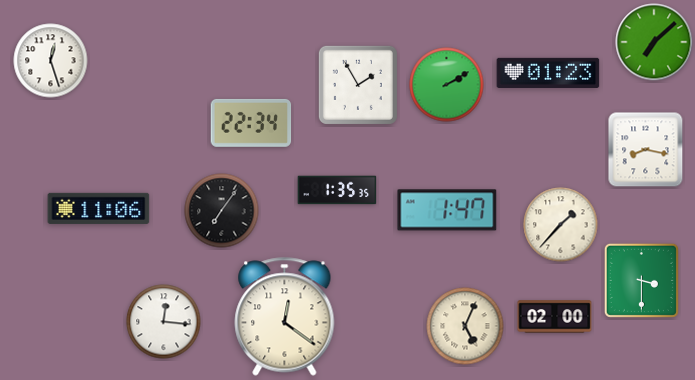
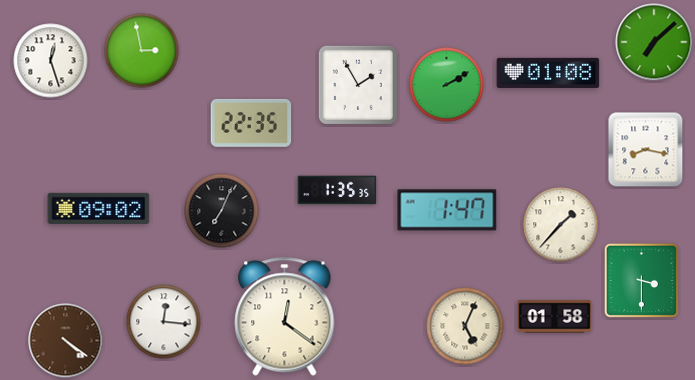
clock at (142, 51): none -> 2:58
clock at (548, 73): 01:23 -> 01:08
clock at (251, 123): 22:34 -> 22:35
clock at (99, 208): 11:06 -> 09:02
clock at (222, 211): 7:06 -> 7:04
clock at (555, 317): 02:00 -> 01:58
clock at (66, 341): none -> 4:21
